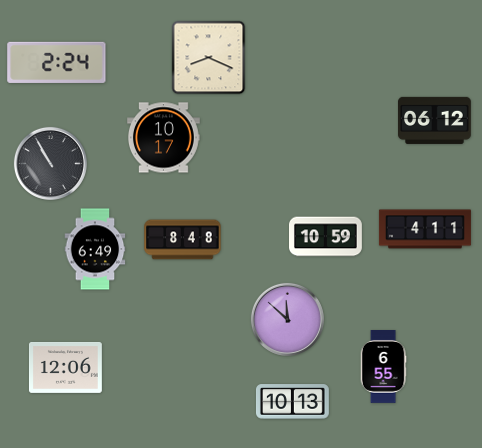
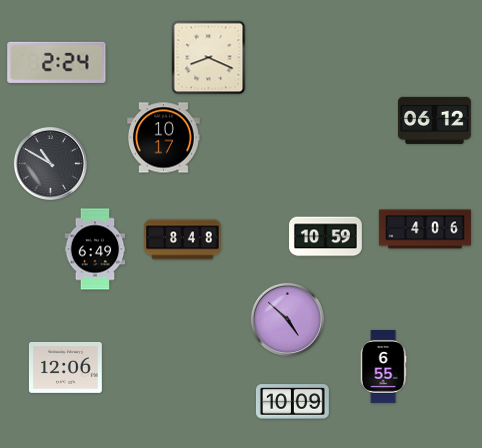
clock at (50, 163): 10:55 -> 10:50
clock at (425, 229): 4:11 -> 4:06
clock at (287, 319): 11:52 -> 4:52
clock at (293, 402): 10:13 -> 10:09
